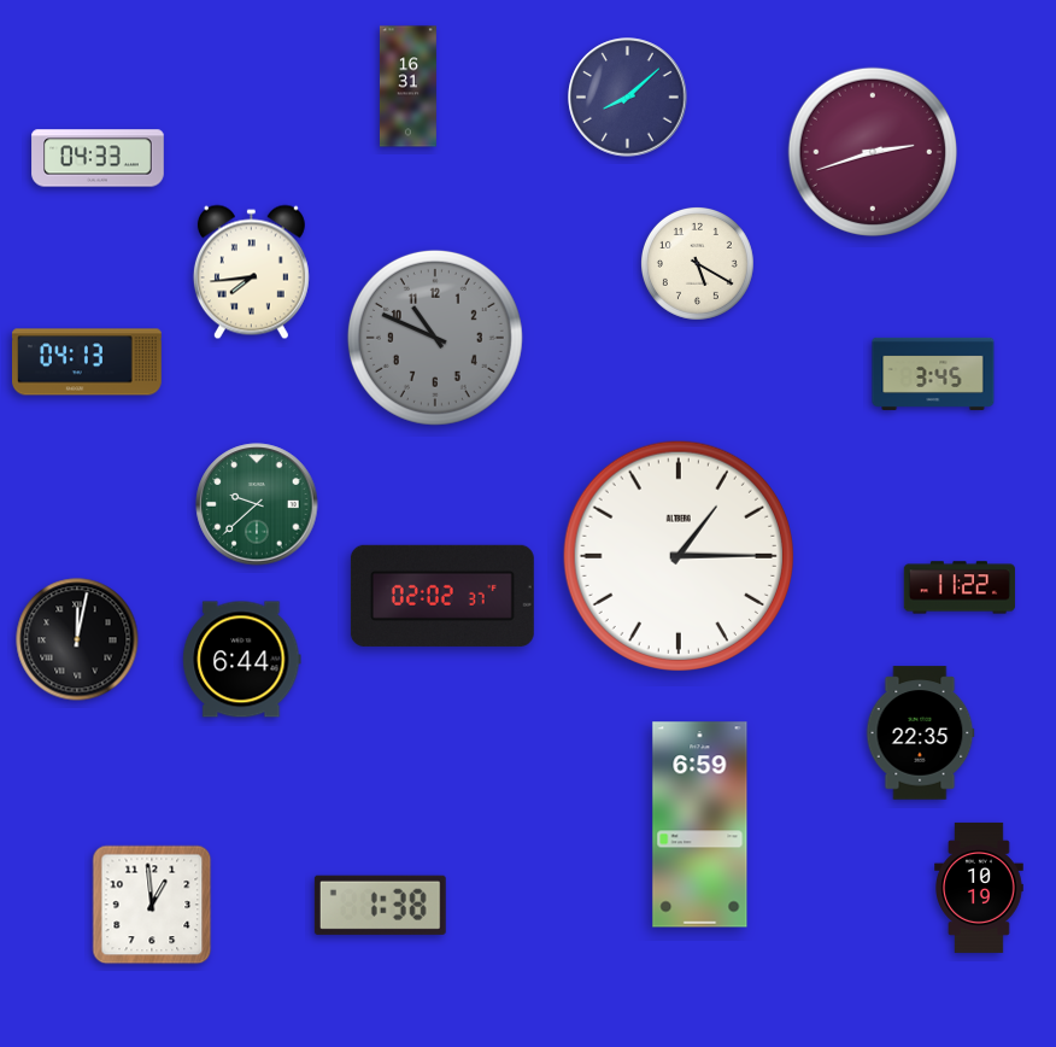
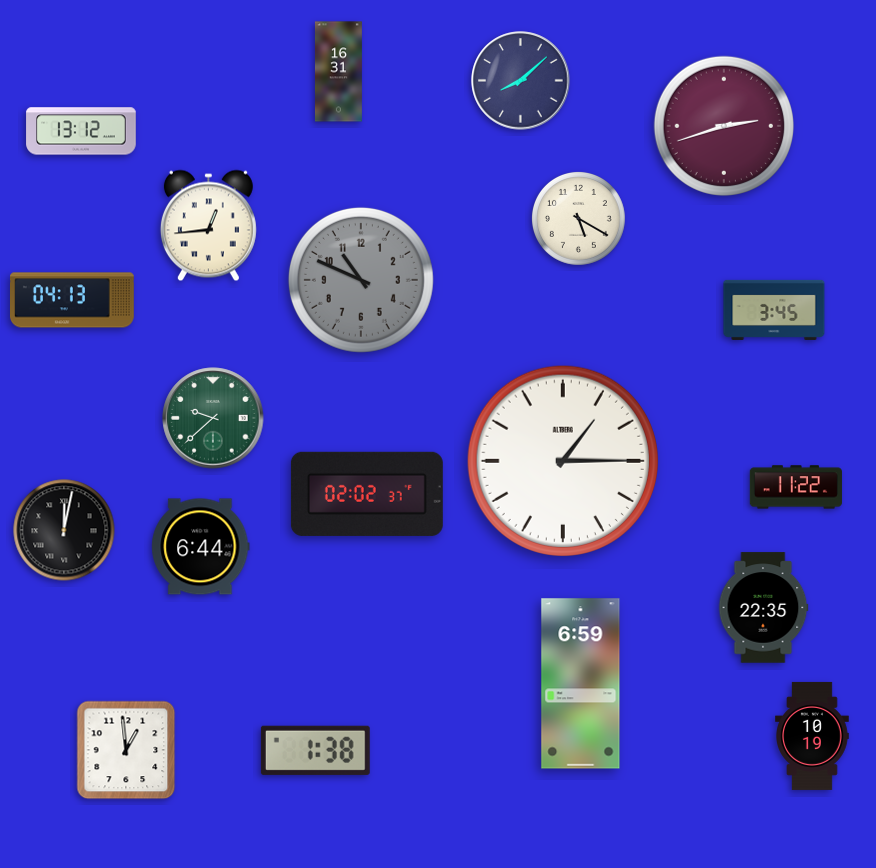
clock at (98, 158): 04:33 -> 13:12
clock at (251, 273): 7:44 -> 12:44
